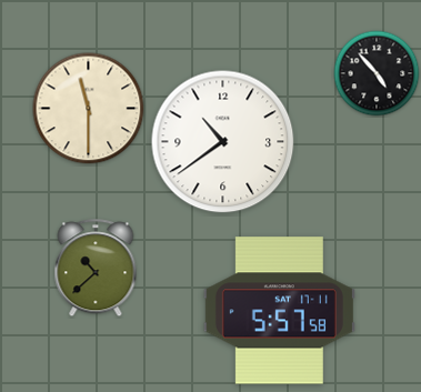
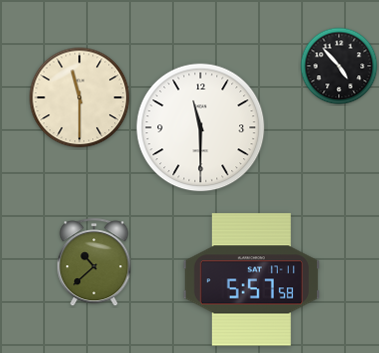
clock at (223, 142): 10:39 -> 11:30
clock at (96, 269) position: (96, 269) -> (94, 263)
